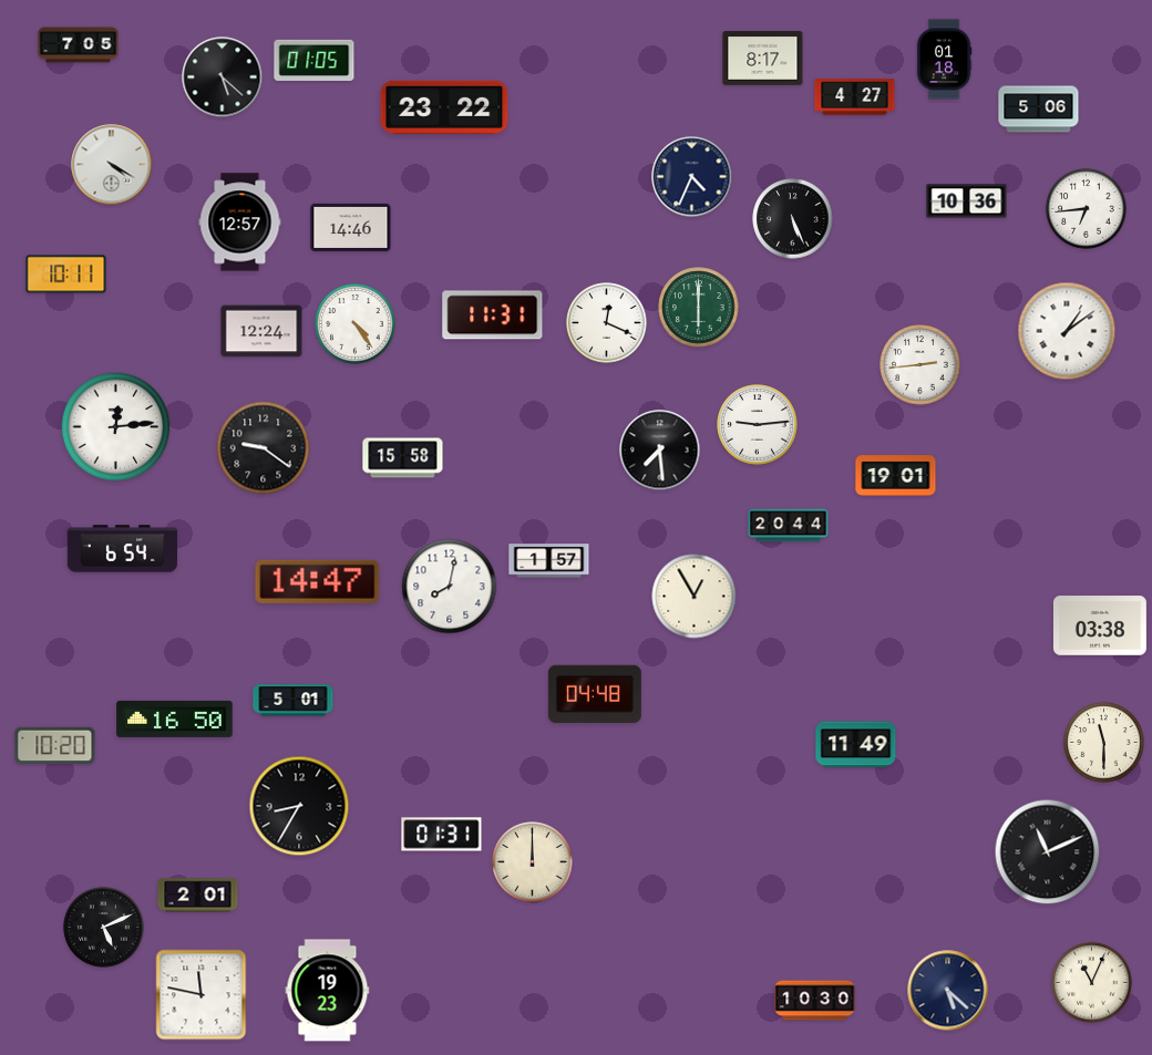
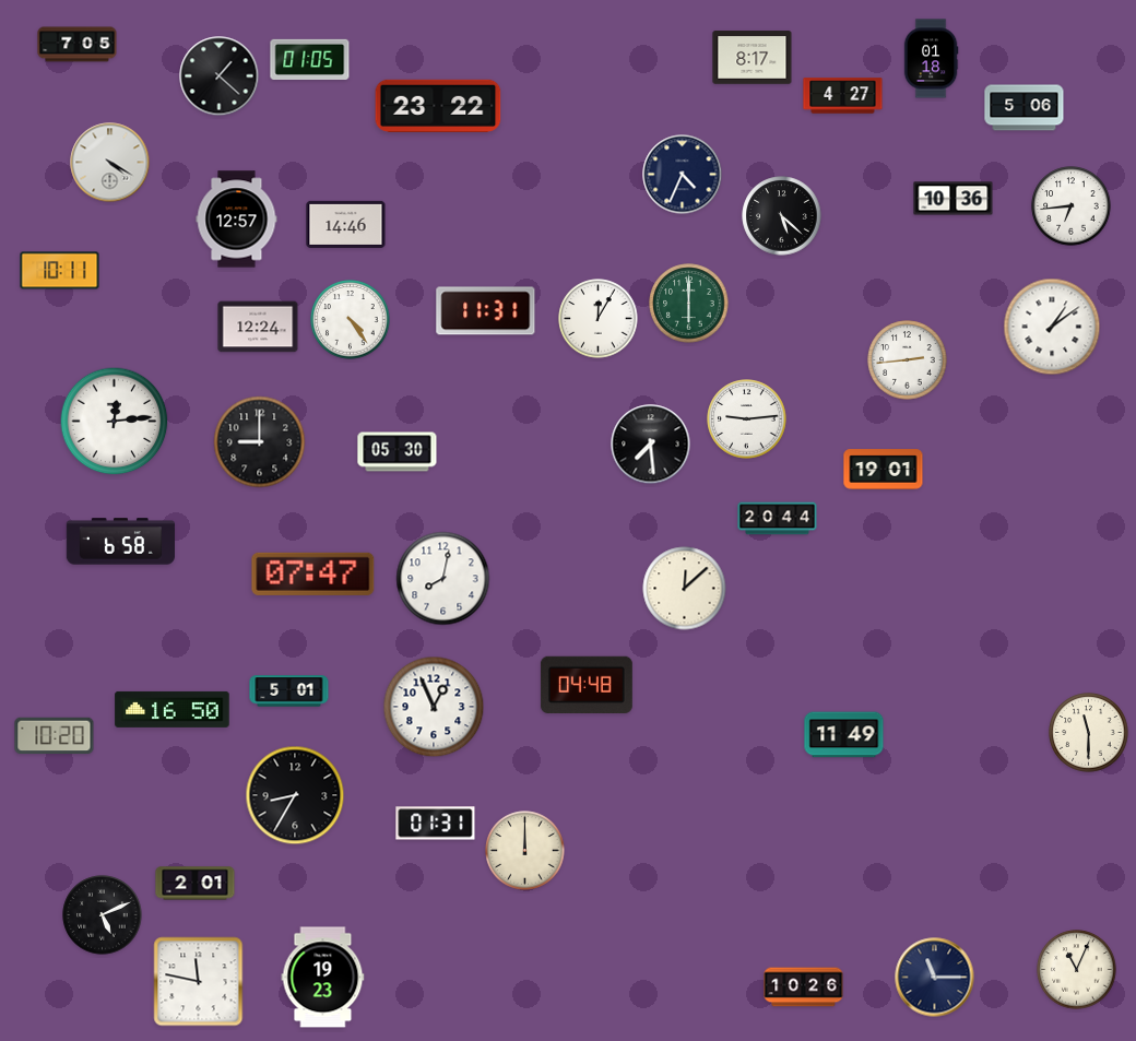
clock at (223, 77): 5:22 -> 1:22
clock at (793, 219): 5:26 -> 5:22
clock at (66, 275) position: (66, 275) -> (60, 271)
clock at (607, 323): 12:19 -> 12:05
clock at (264, 448): 9:21 -> 9:00
clock at (403, 458): 15:58 -> 05:30
clock at (122, 549): 6:54 -> 6:58
clock at (549, 561): 1:57 -> none
clock at (318, 581): 14:47 -> 07:47
clock at (695, 597): 12:55 -> 12:08
clock at (1100, 625): 03:38 -> none
clock at (434, 707): none -> 12:56
clock at (1048, 852): 11:11 -> none
clock at (948, 991): 5:22 -> 11:15
clock at (815, 1001): 10:30 -> 10:26
